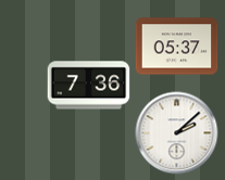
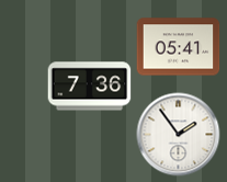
clock at (177, 47): 05:37 -> 05:41
clock at (177, 133): 2:08 -> 1:54
